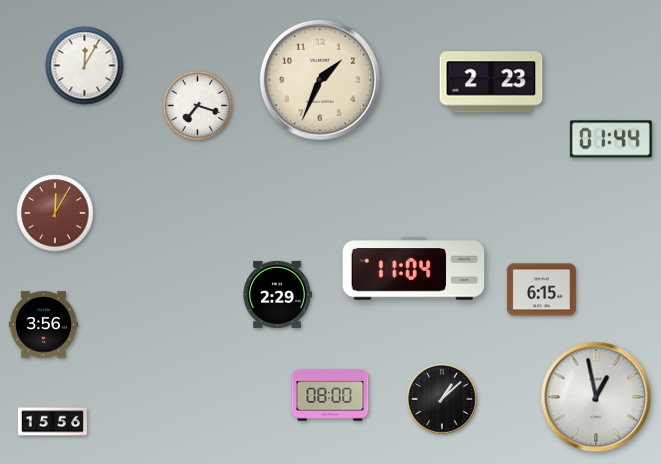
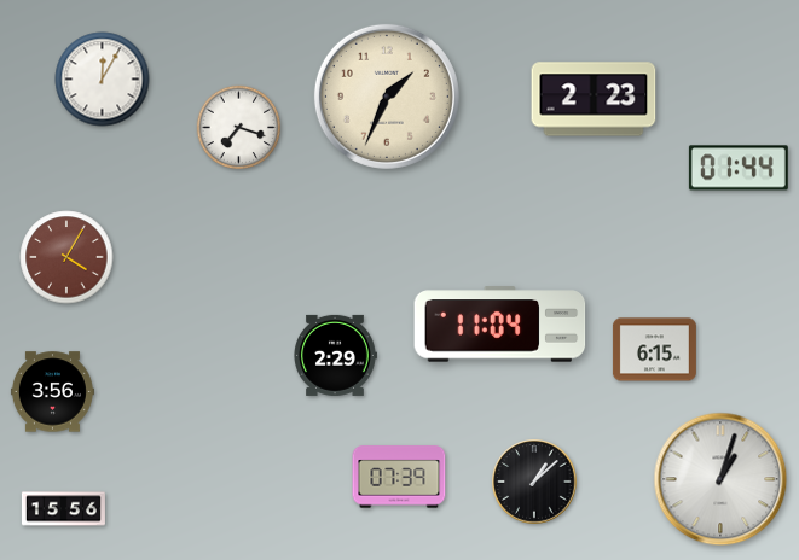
clock at (55, 213): 12:05 -> 4:05
clock at (330, 395): 08:00 -> 07:39
clock at (596, 397): 12:58 -> 1:03
